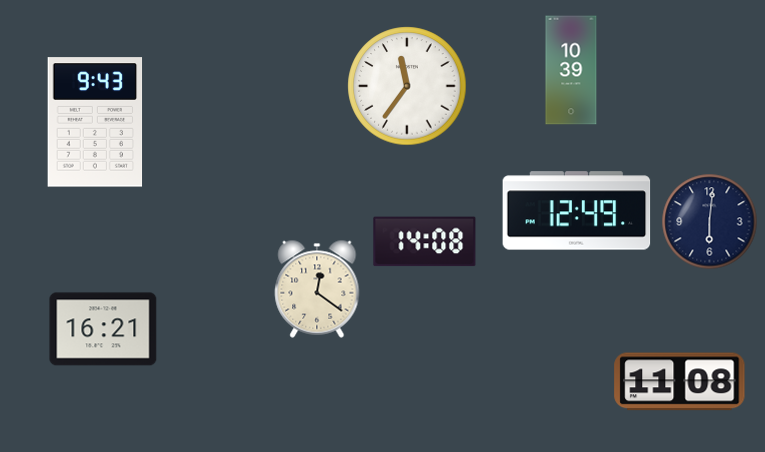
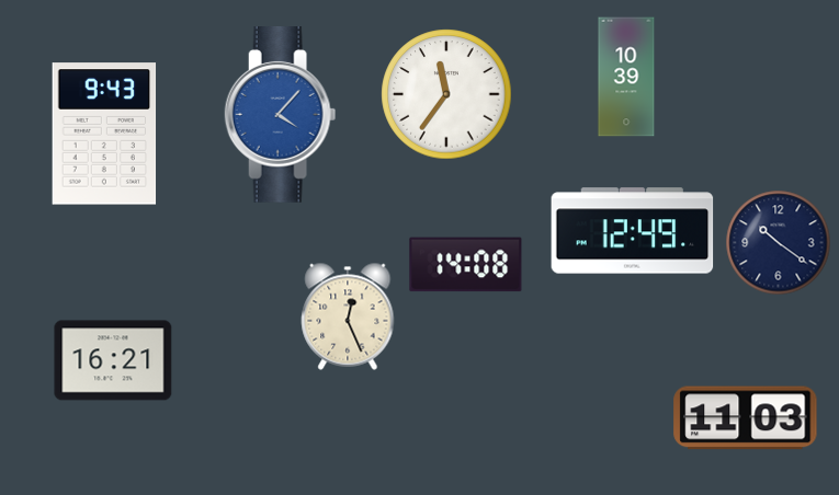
clock at (281, 115): none -> 4:07
clock at (710, 222): 6:01 -> 10:21
clock at (317, 289): 12:21 -> 12:26
clock at (680, 382): 11:08 -> 11:03
